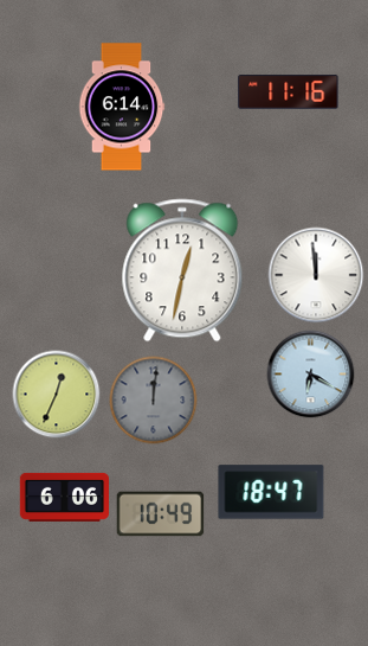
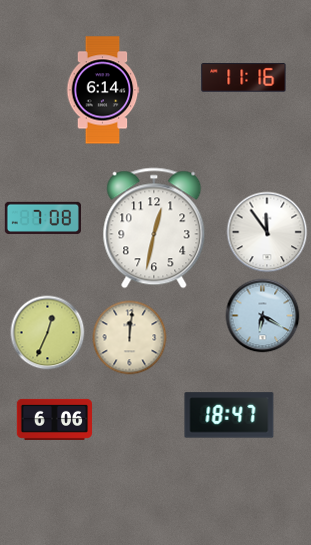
clock at (43, 217): none -> 7:08
clock at (316, 275): 11:59 -> 11:54
clock at (154, 401) dial: grey -> cream
clock at (161, 514): 10:49 -> none
